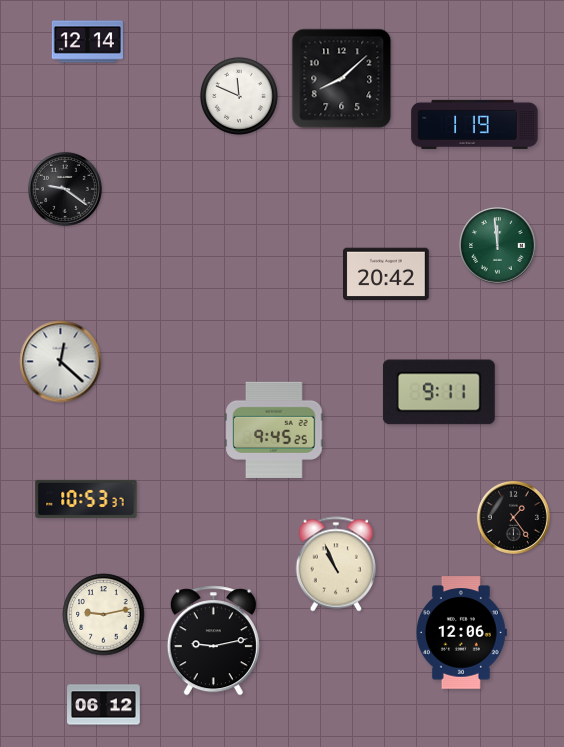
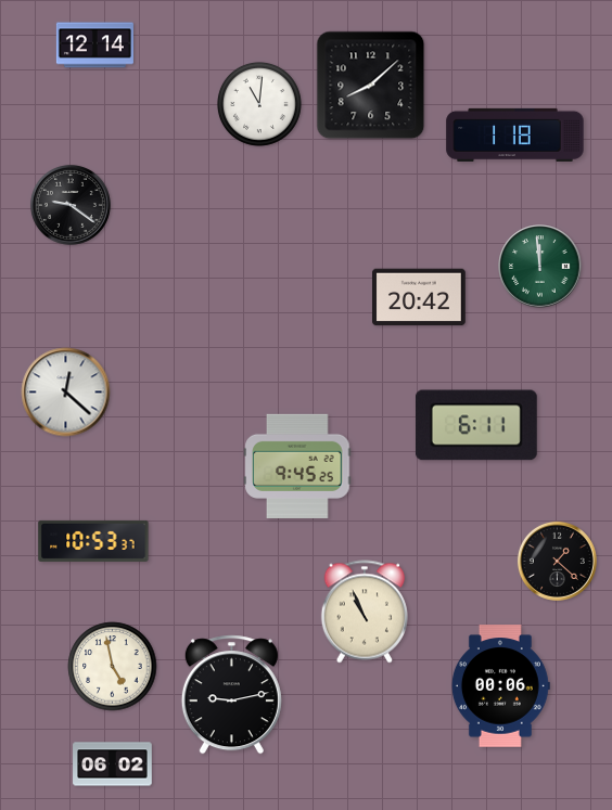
clock at (239, 96): 11:49 -> 11:01
clock at (475, 124): 1:19 -> 1:18
clock at (439, 392): 9:11 -> 6:11
clock at (513, 517): 1:24 -> 1:22
clock at (104, 615): 9:13 -> 4:58
clock at (461, 633): 12:06 -> 00:06
clock at (104, 705): 06:12 -> 06:02
